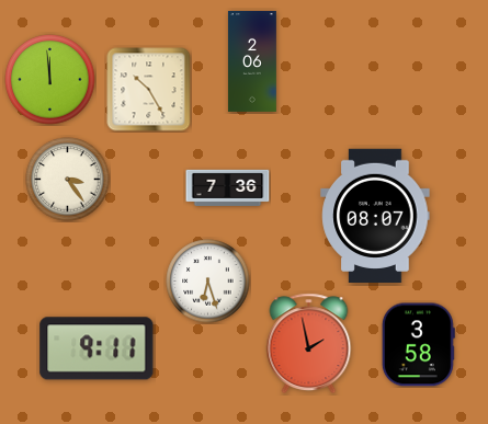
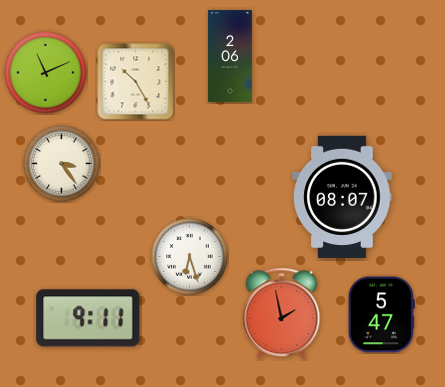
clock at (50, 80): 11:59 -> 11:11
clock at (228, 187): 7:36 -> none
clock at (418, 345): 3:58 -> 5:47
